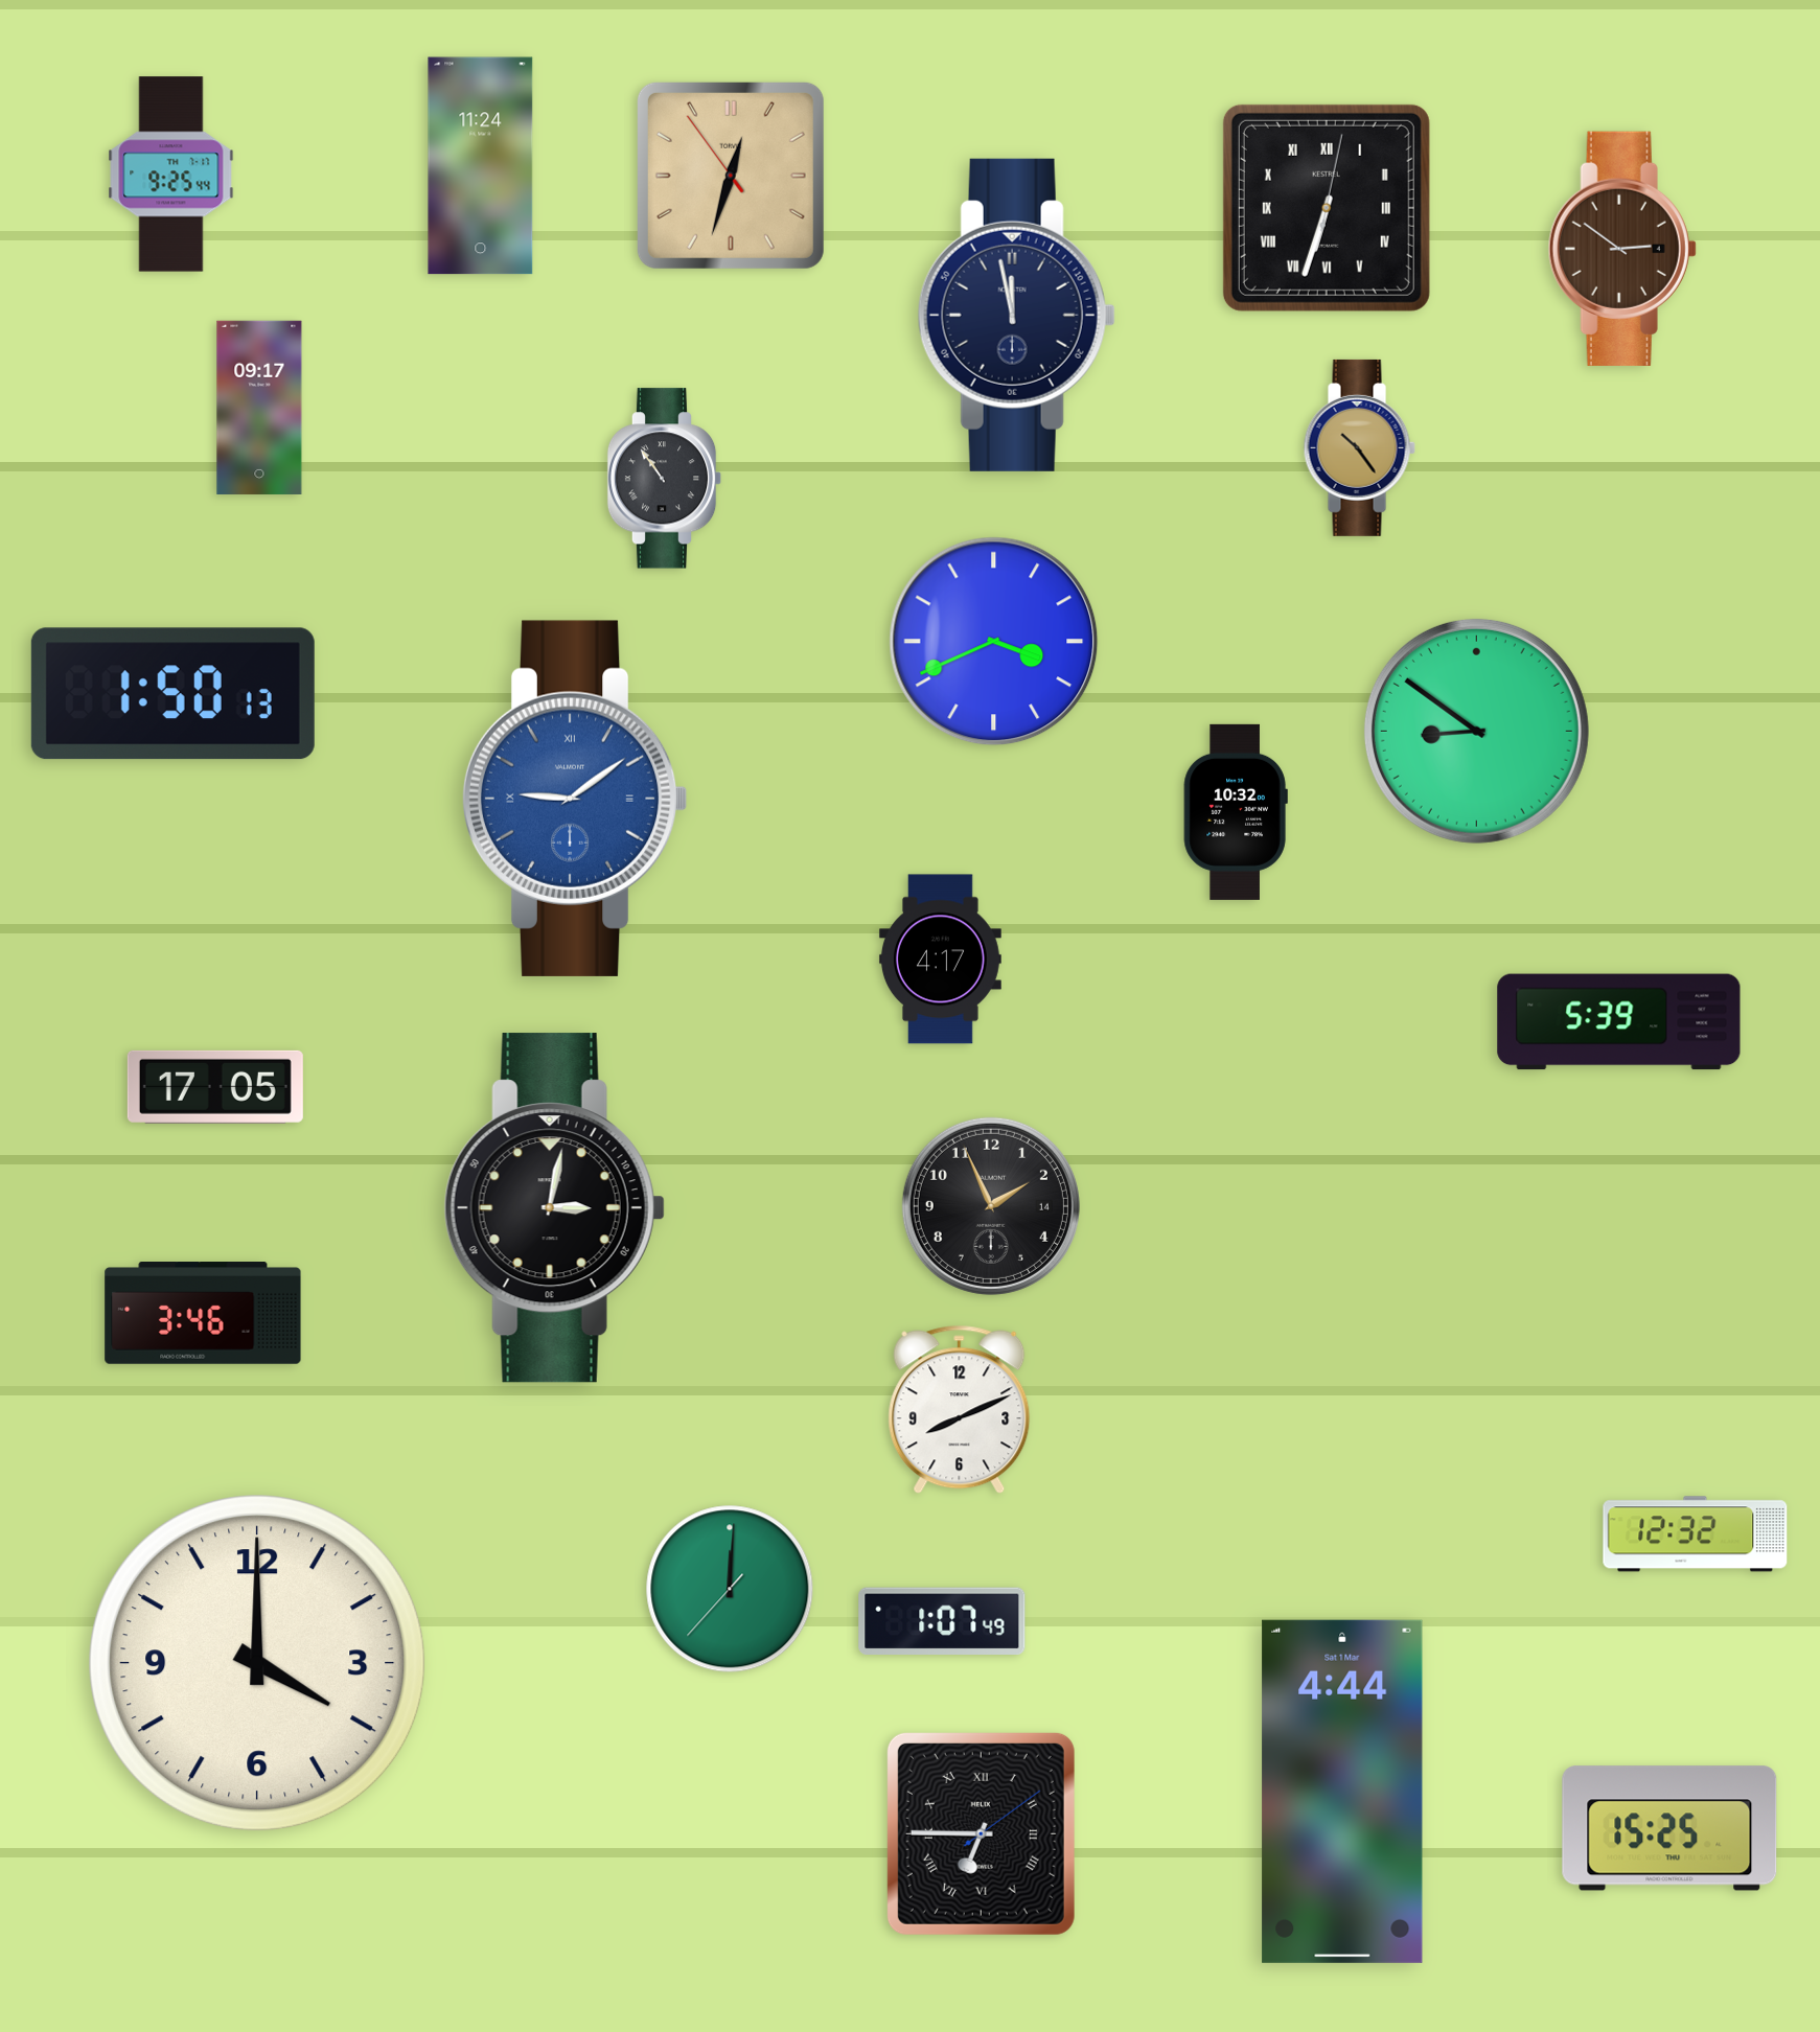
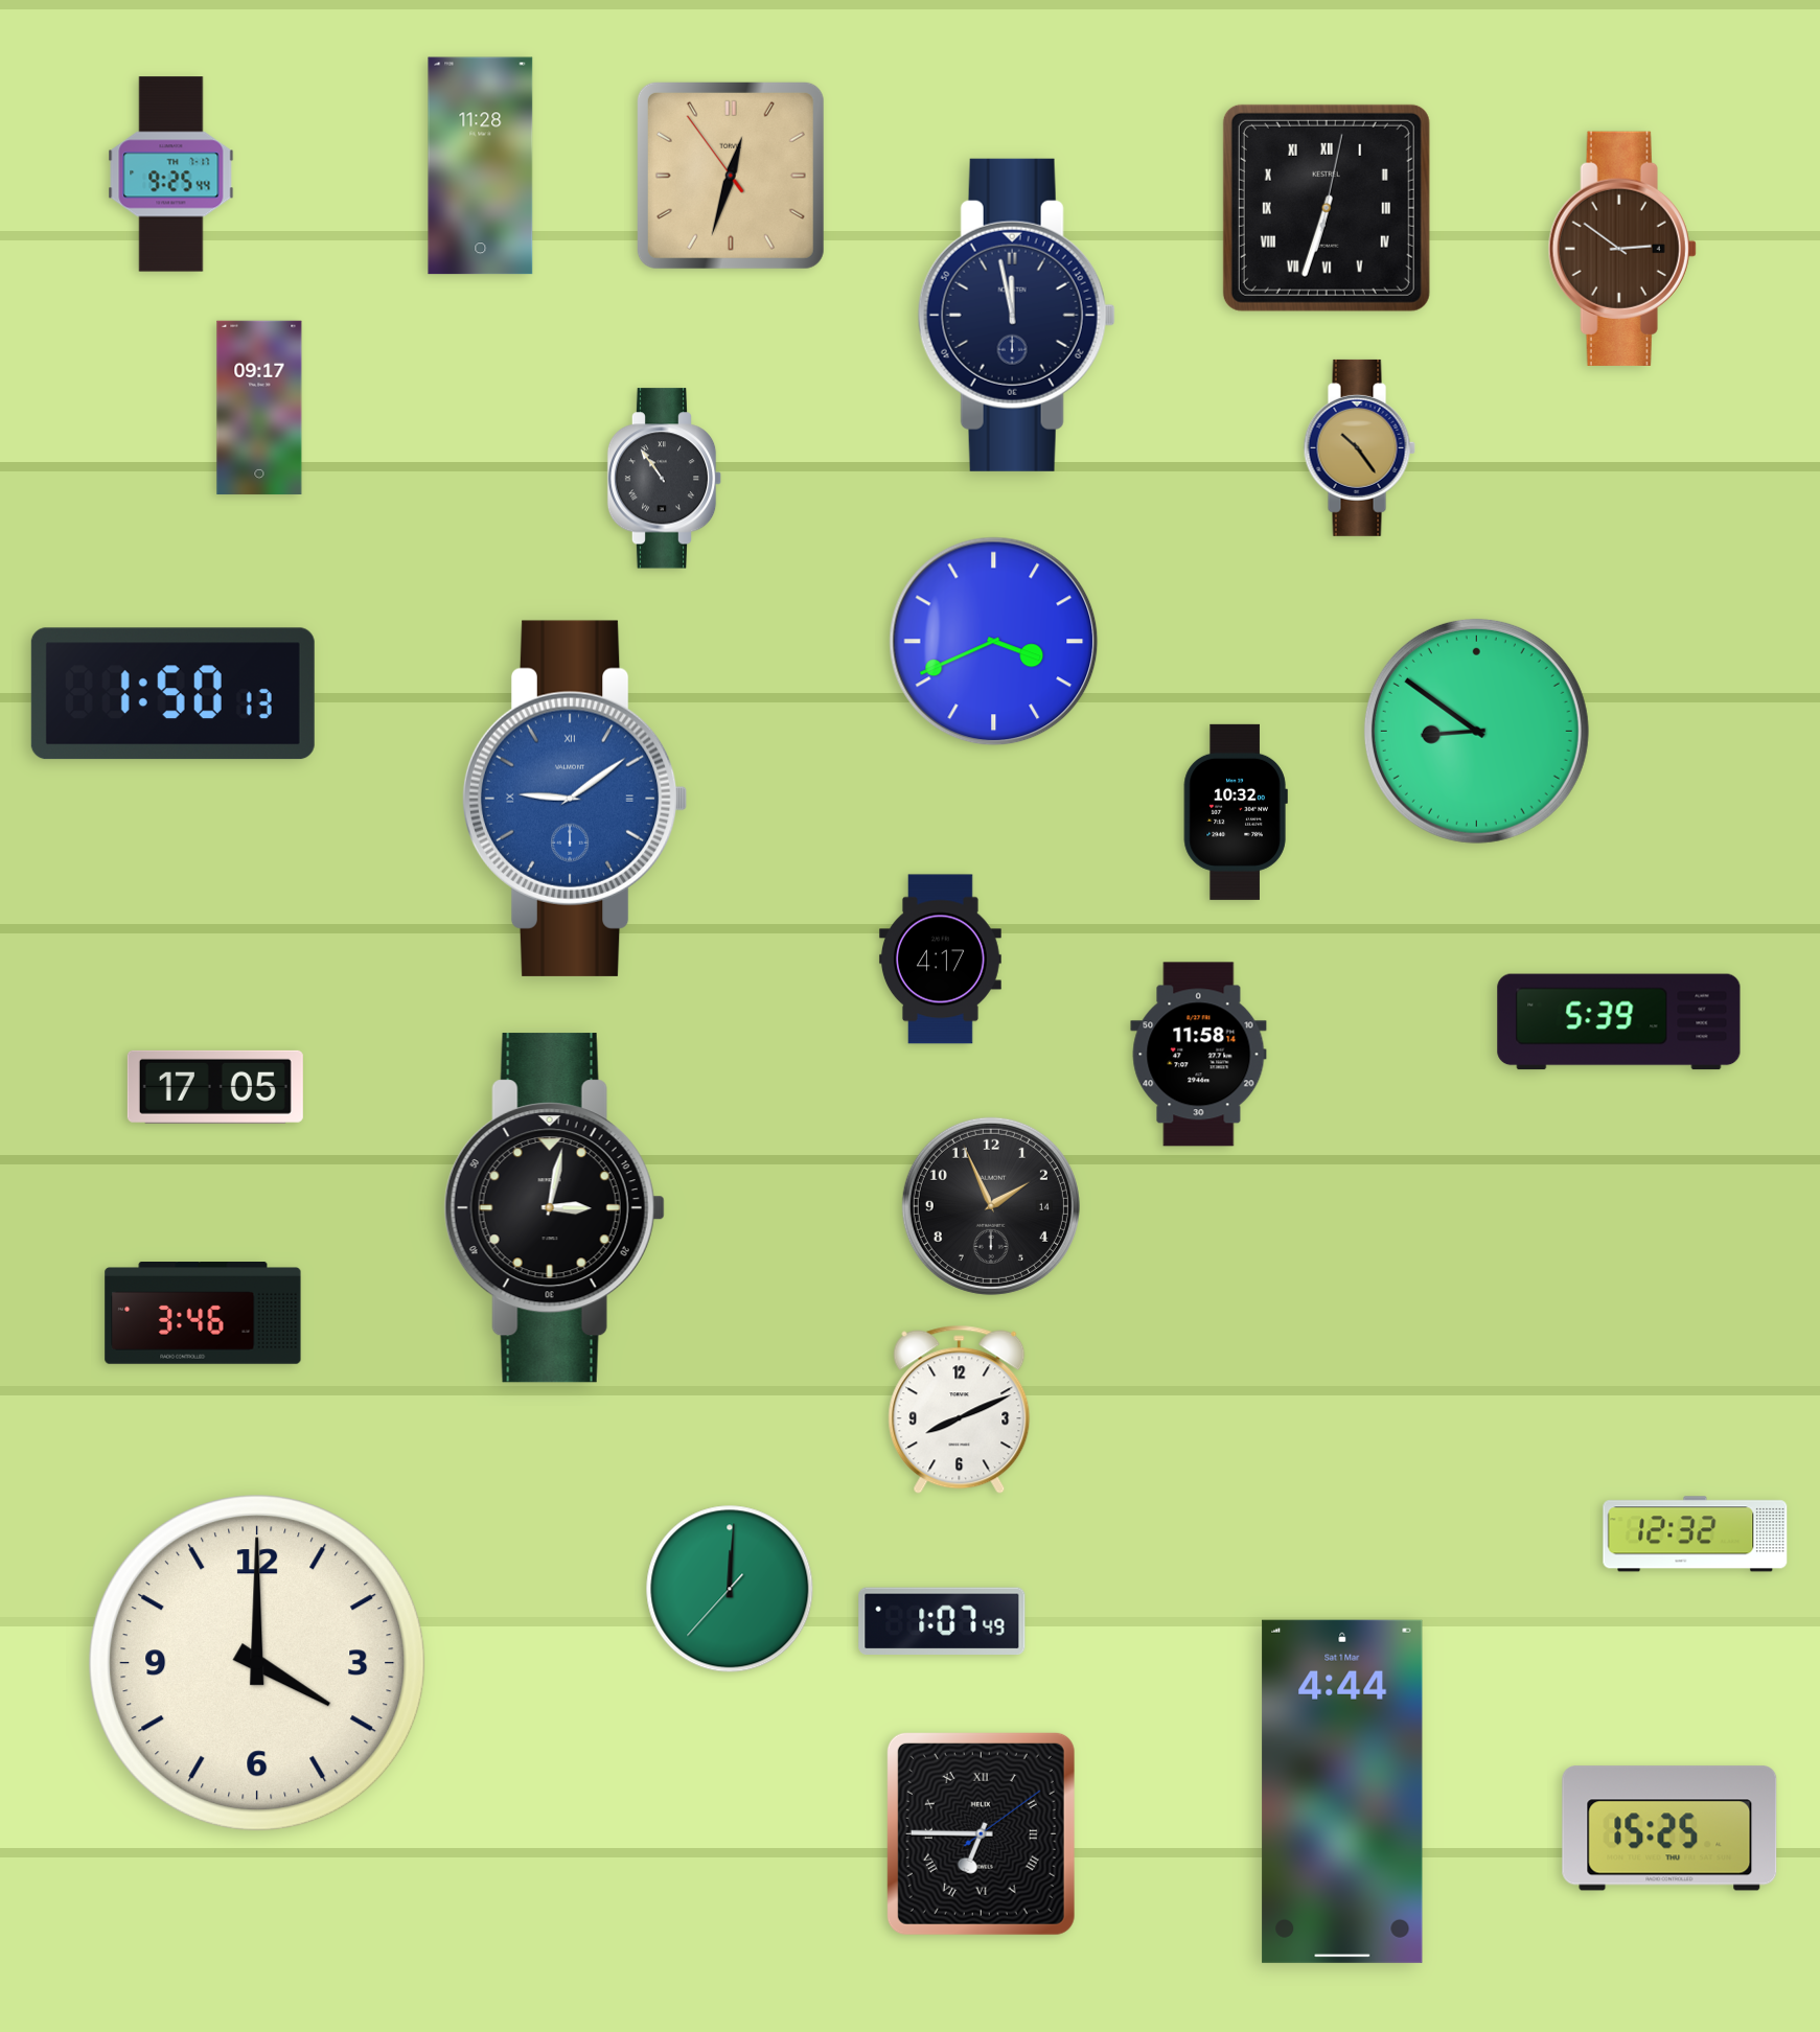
clock at (481, 166): 11:24 -> 11:28
clock at (1199, 1055): none -> 11:58
